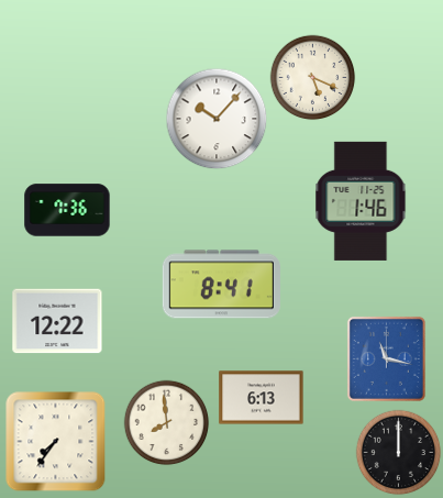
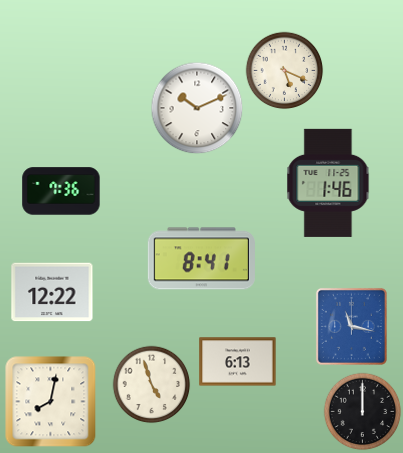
clock at (217, 119): 10:07 -> 10:11
clock at (166, 422): 7:59 -> 4:57
clock at (56, 442): 7:36 -> 8:02
